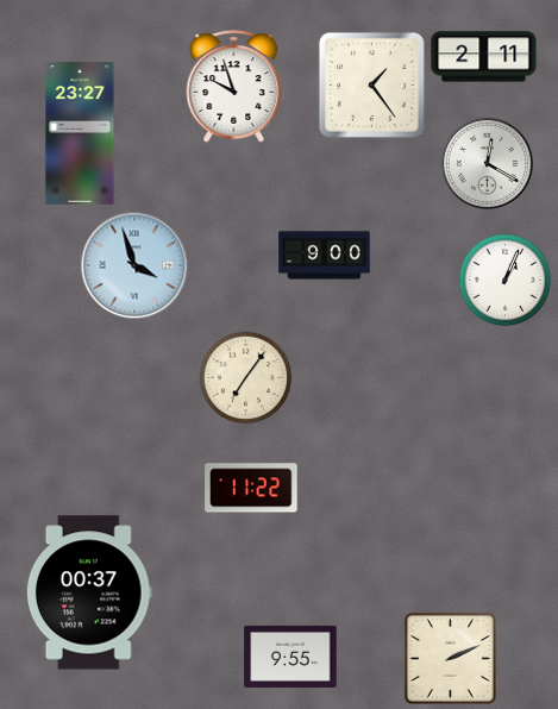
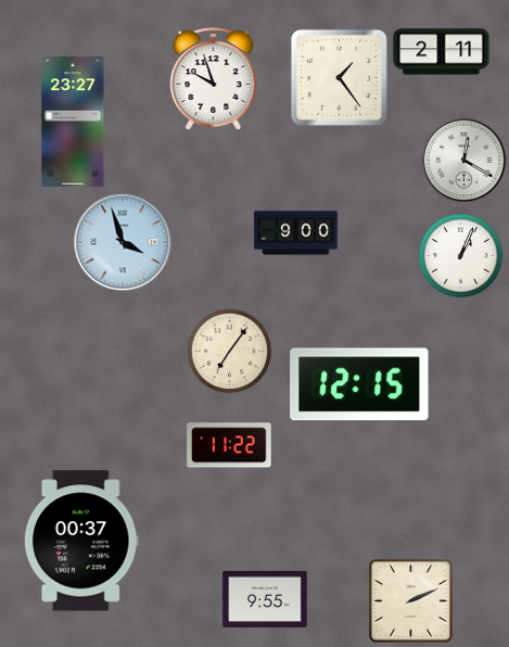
clock at (487, 163) position: (487, 163) -> (463, 160)
clock at (245, 377) position: (245, 377) -> (229, 351)
clock at (359, 384): none -> 12:15
